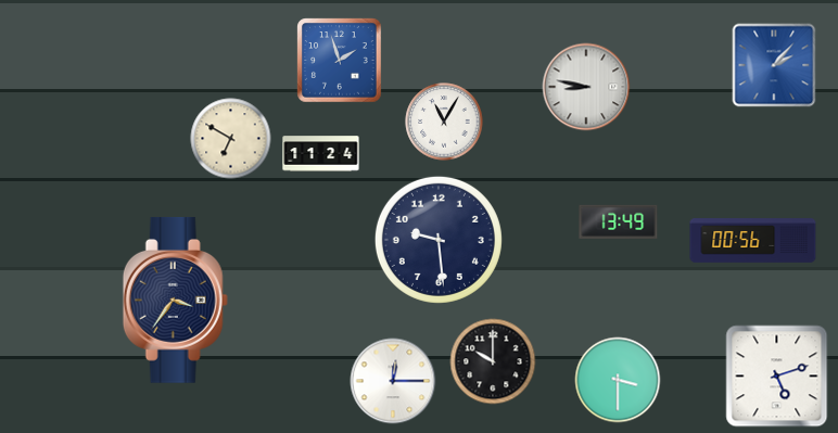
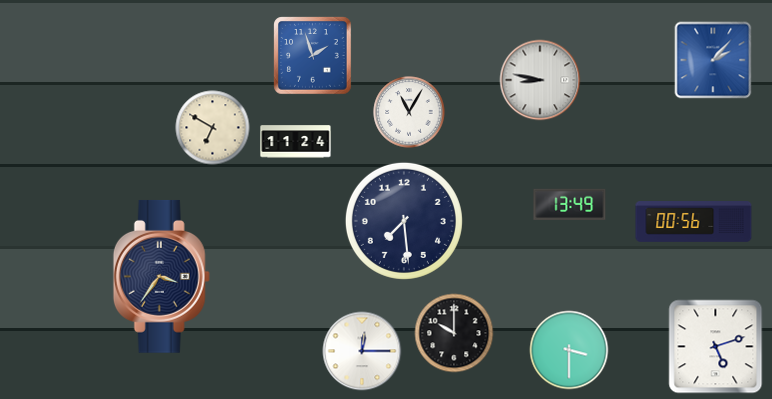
clock at (439, 240): 9:29 -> 7:29
